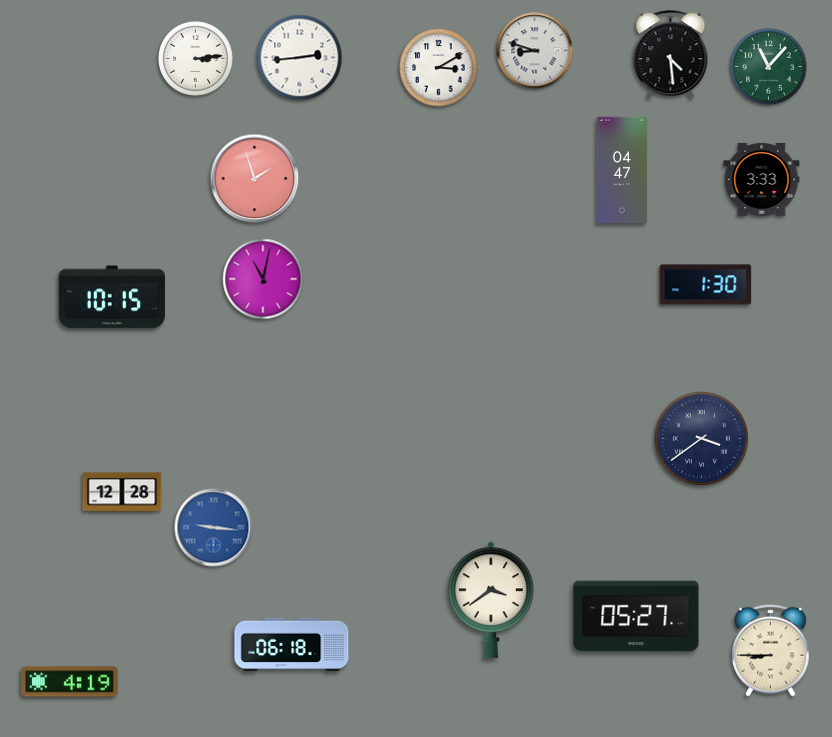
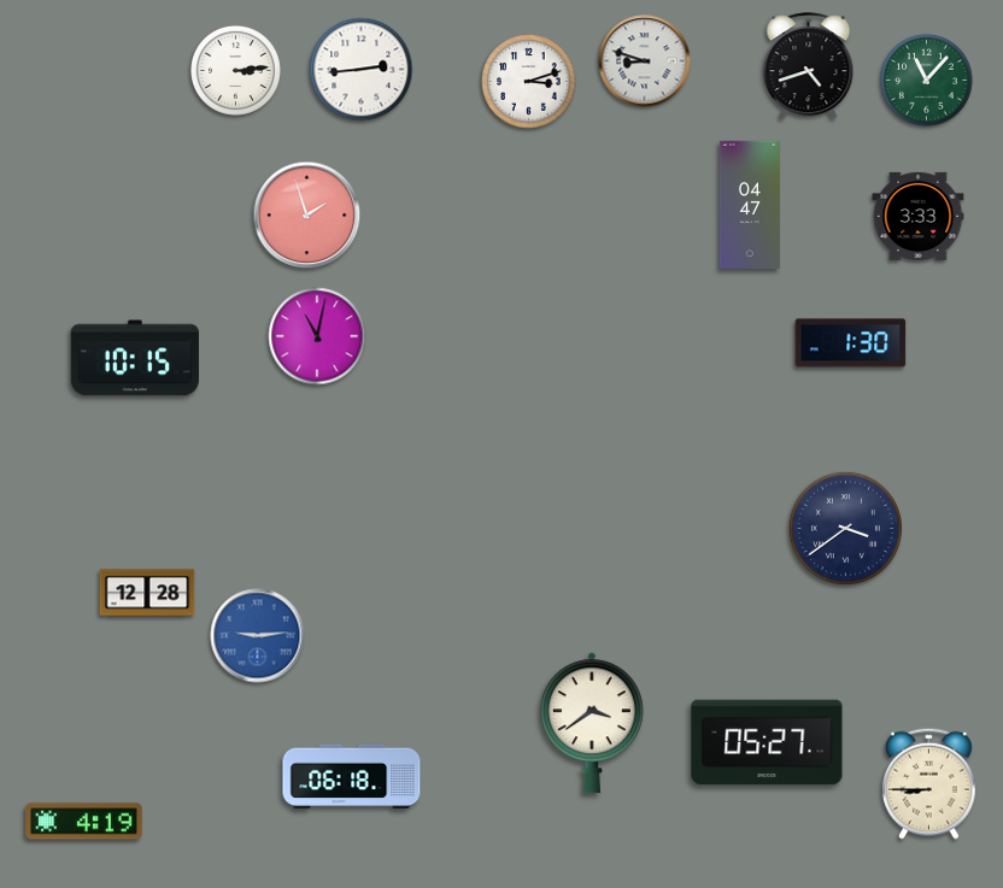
clock at (671, 55): 4:29 -> 4:42
clock at (439, 68): 3:10 -> 3:12
clock at (214, 528): 9:16 -> 9:14
